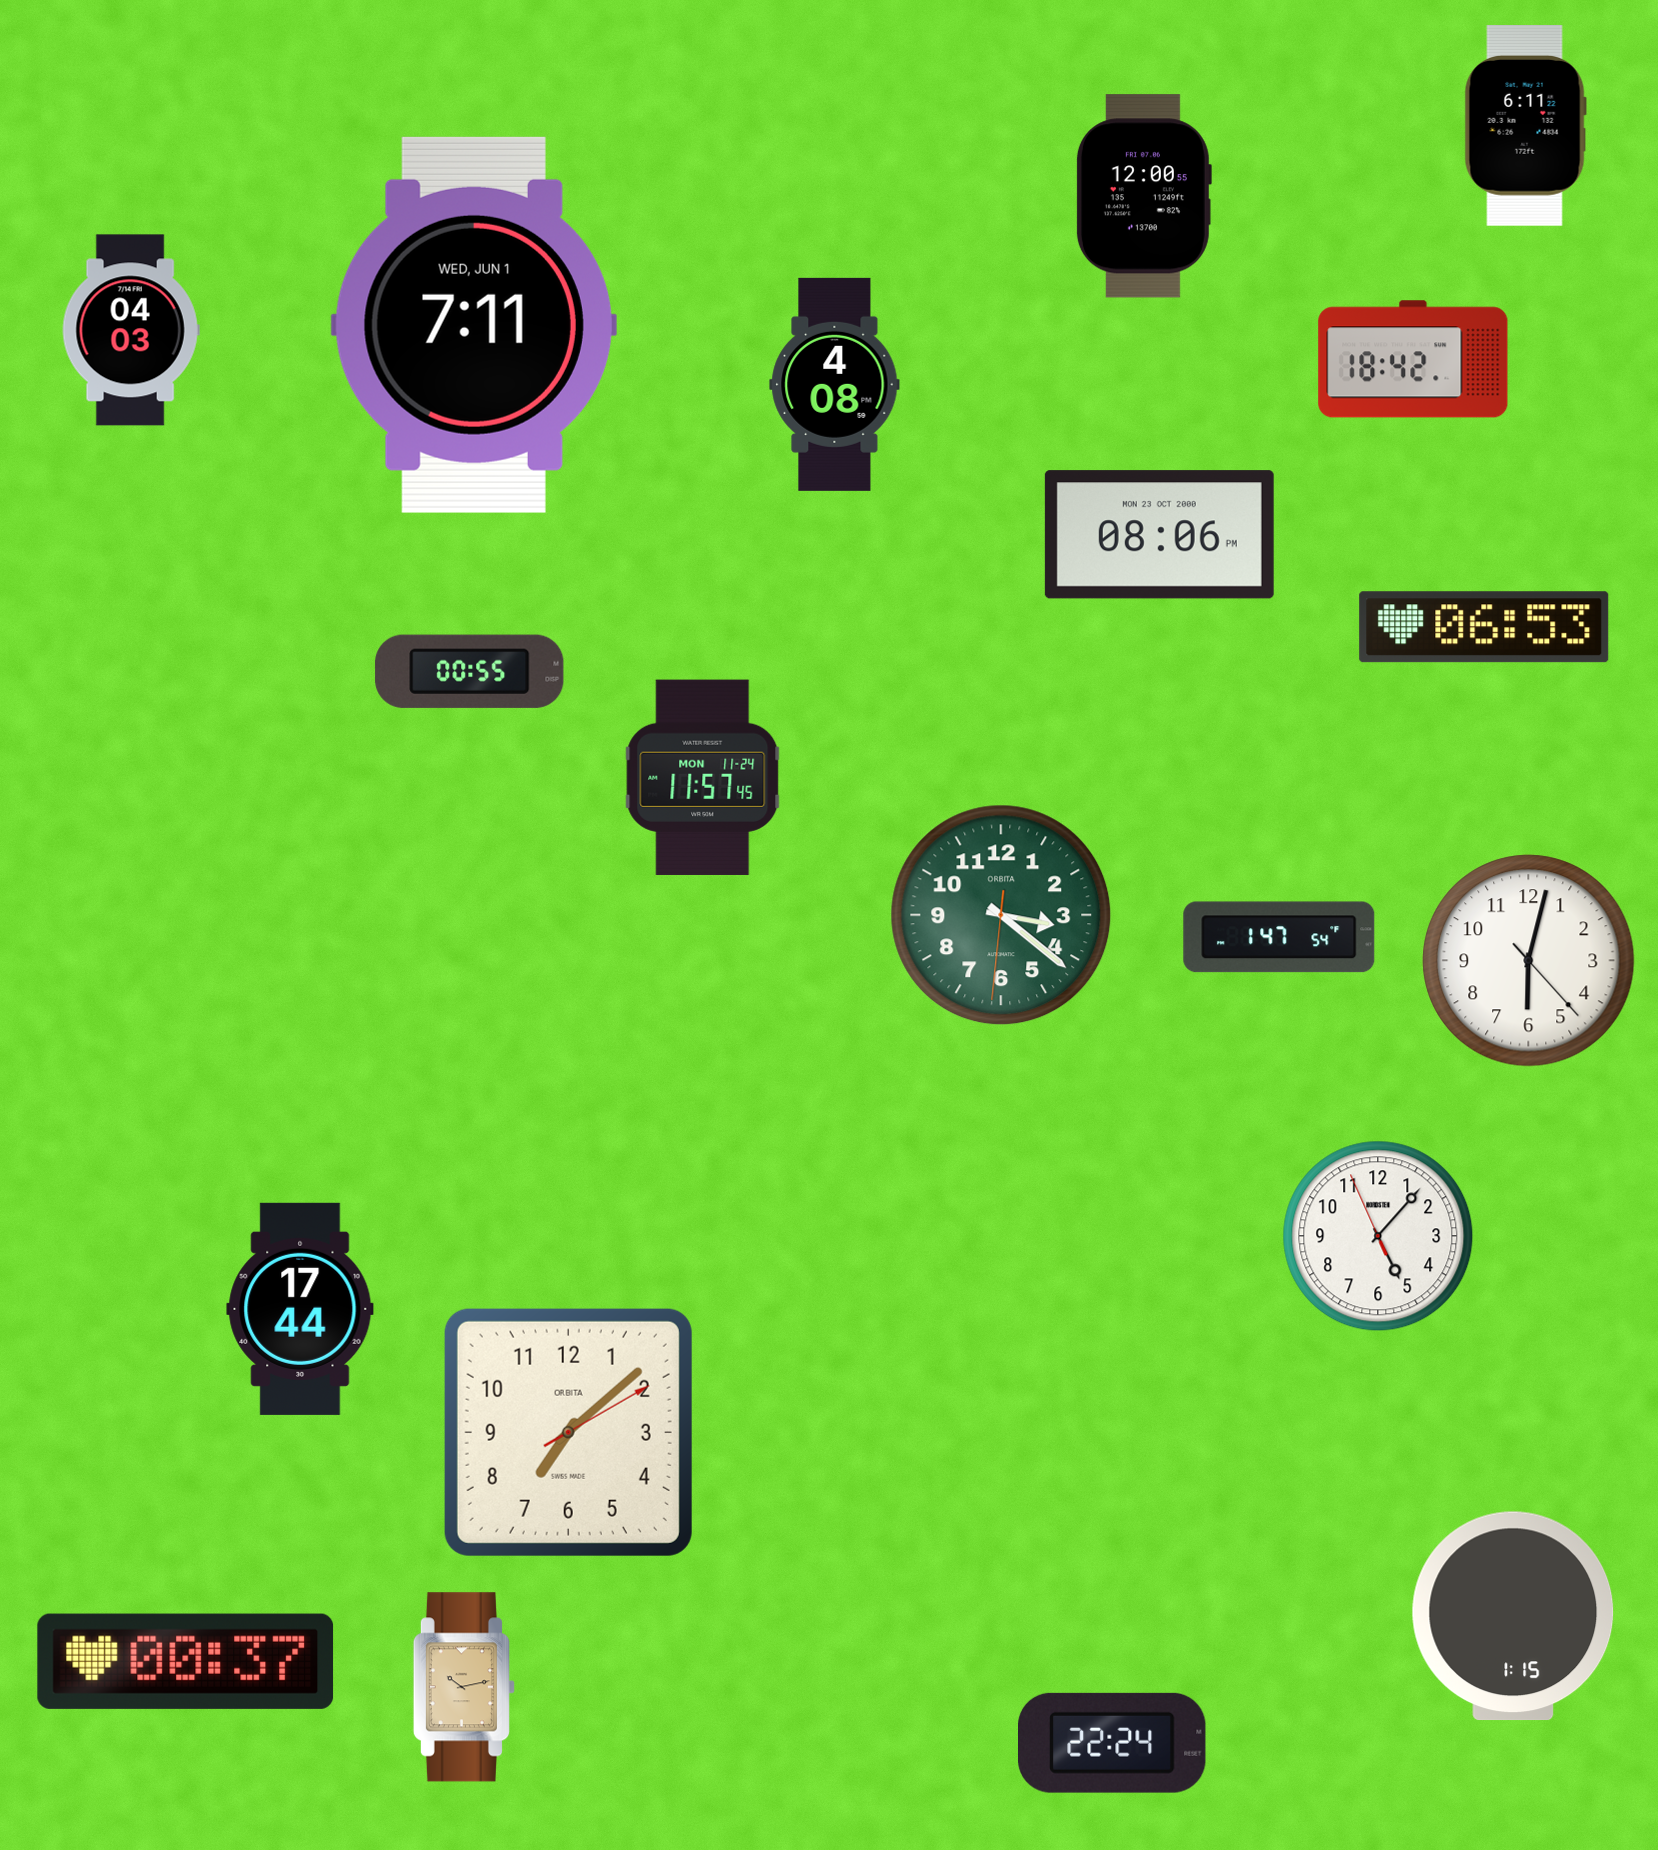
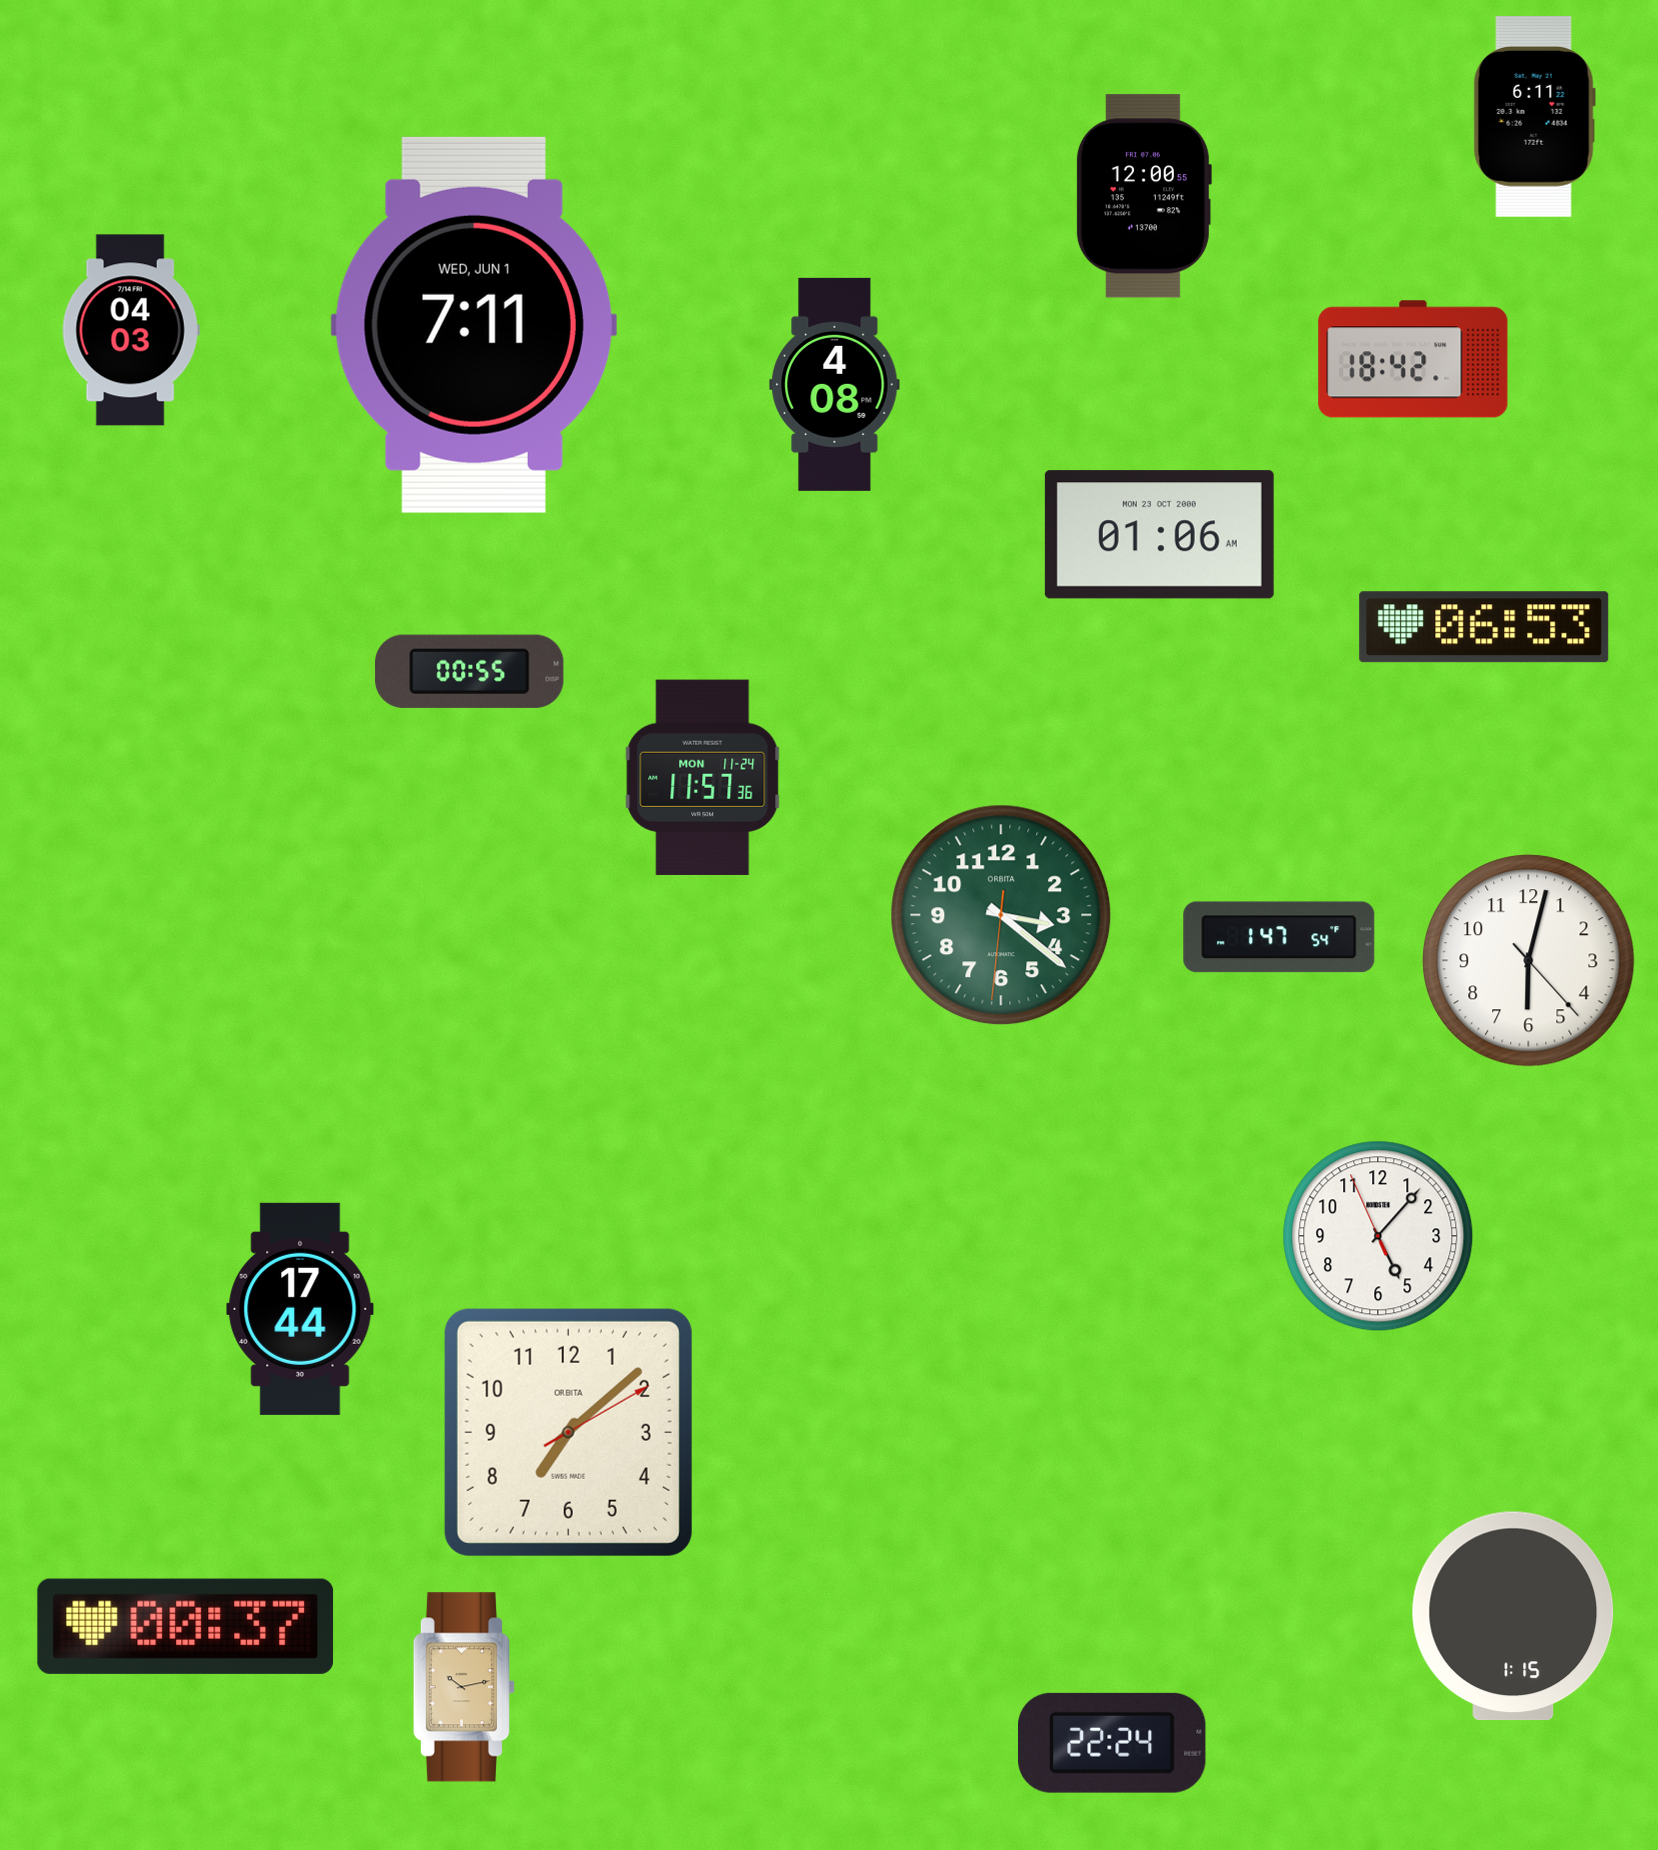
clock at (1525, 126) position: (1525, 126) -> (1534, 117)
clock at (1159, 535): 08:06 -> 01:06
clock at (703, 777): 11:57:45 -> 11:57:36
clock at (186, 1661) position: (186, 1661) -> (186, 1626)
